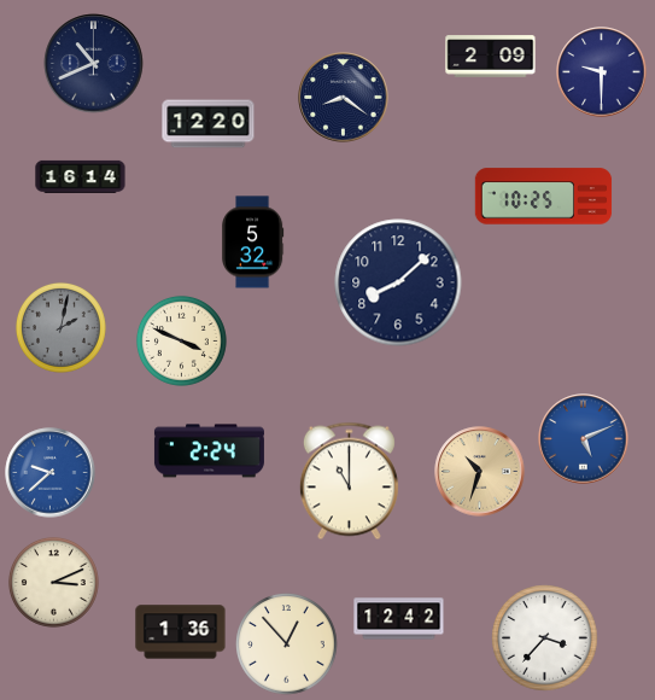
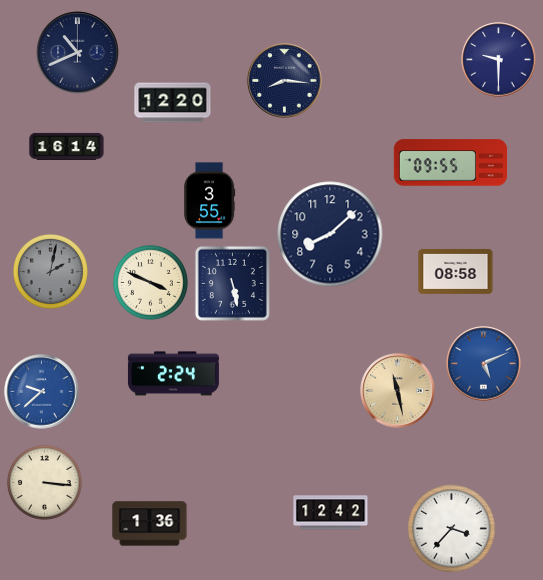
clock at (491, 57): 2:09 -> none
clock at (344, 98): 8:21 -> 8:16
clock at (544, 197): 10:25 -> 09:55
clock at (253, 243): 5:32 -> 3:55
clock at (456, 271): none -> 08:58
clock at (232, 283): none -> 5:28
clock at (480, 472): 10:33 -> 11:28
clock at (349, 482): 11:00 -> none
clock at (53, 582): 3:11 -> 3:16
clock at (287, 644): 12:53 -> none
